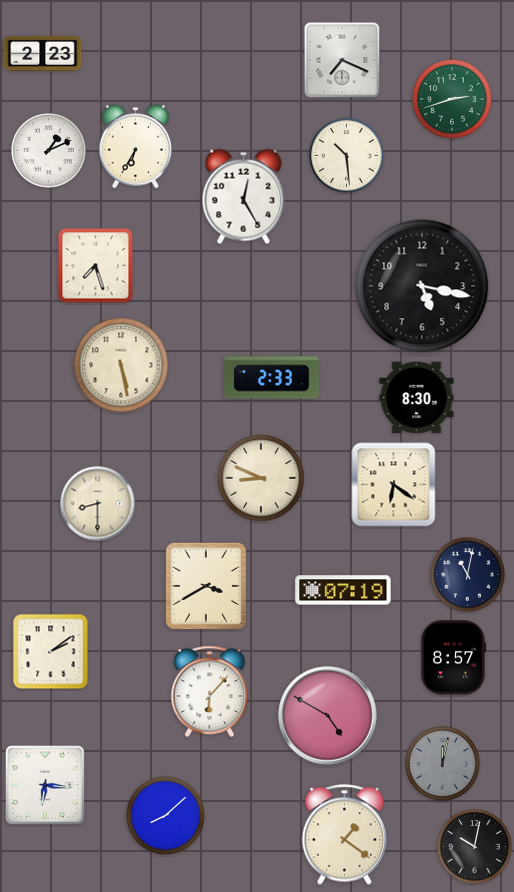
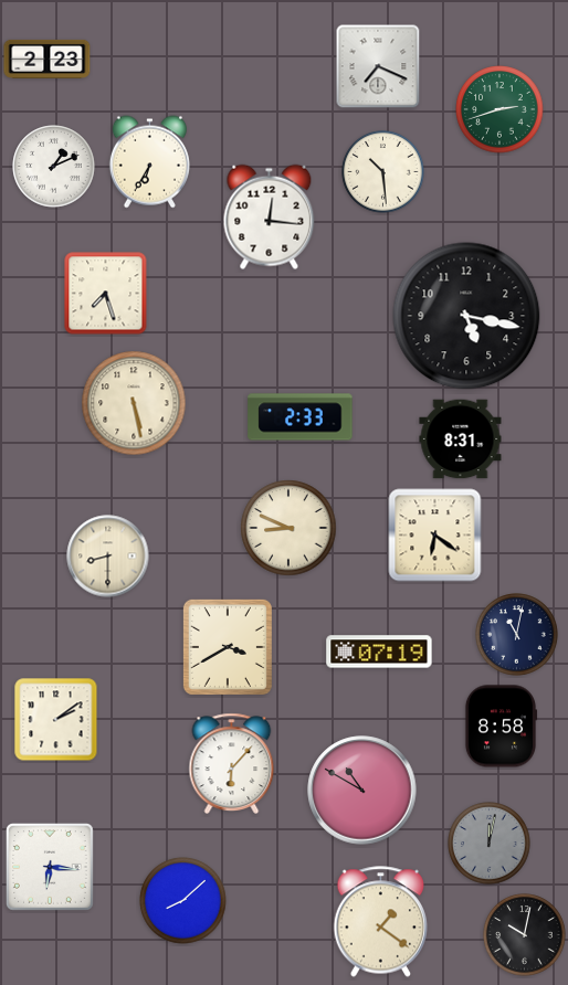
clock at (244, 197): 12:25 -> 12:16
clock at (417, 398): 8:30 -> 8:31
clock at (453, 658): 8:57 -> 8:58
clock at (328, 716): 4:50 -> 10:50
